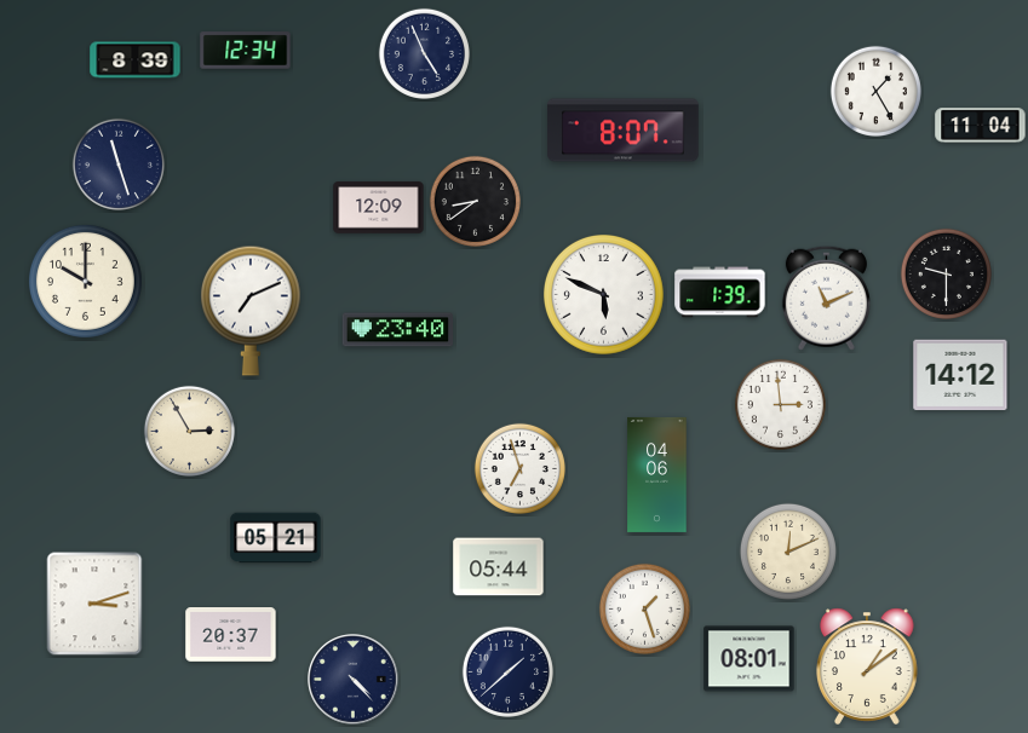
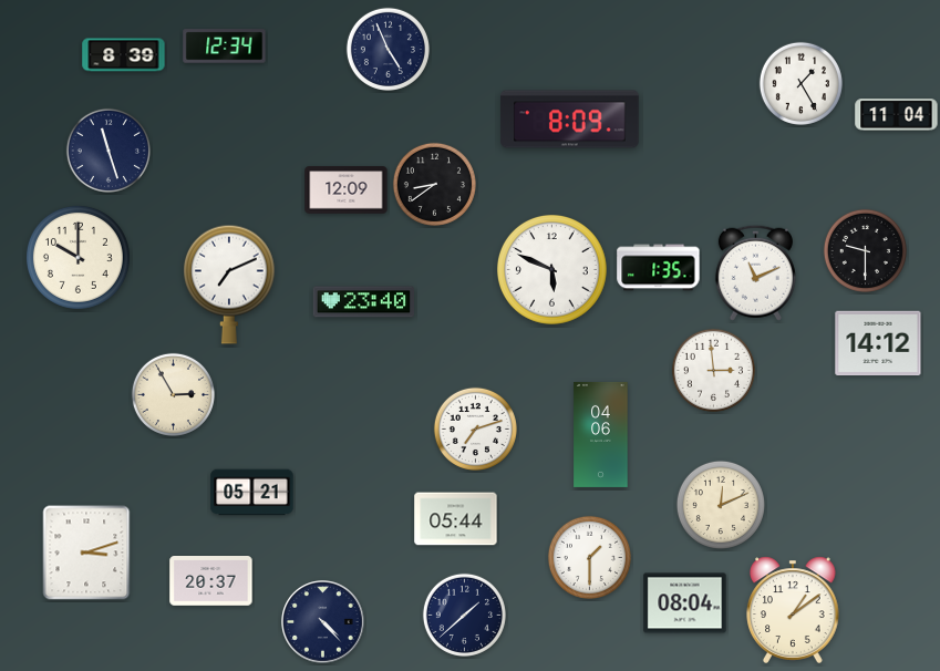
clock at (624, 131): 8:07 -> 8:09
clock at (720, 293): 1:39 -> 1:35
clock at (519, 468): 6:57 -> 7:12
clock at (644, 608): 1:27 -> 1:30
clock at (750, 659): 08:01 -> 08:04
